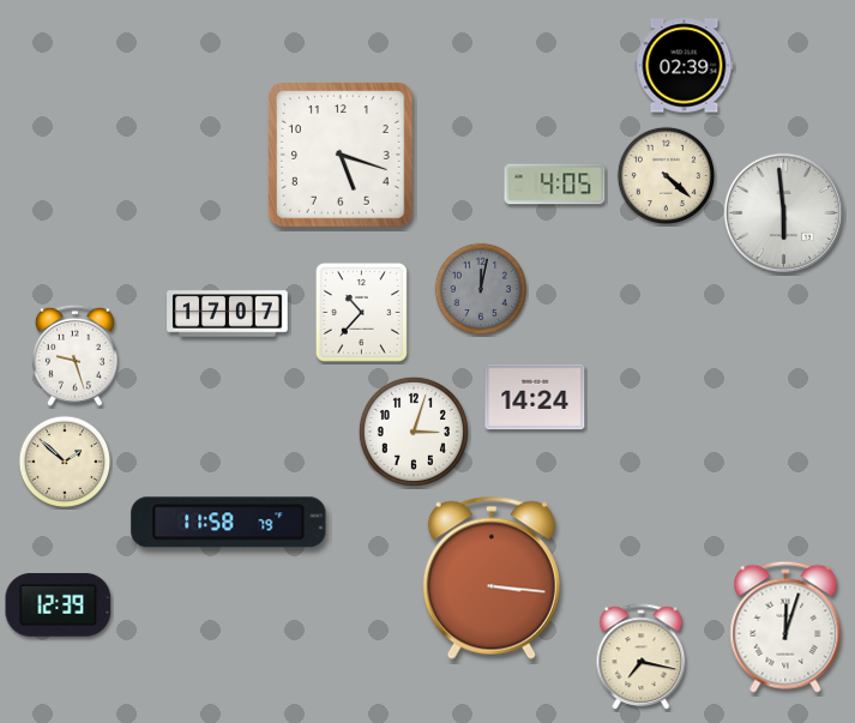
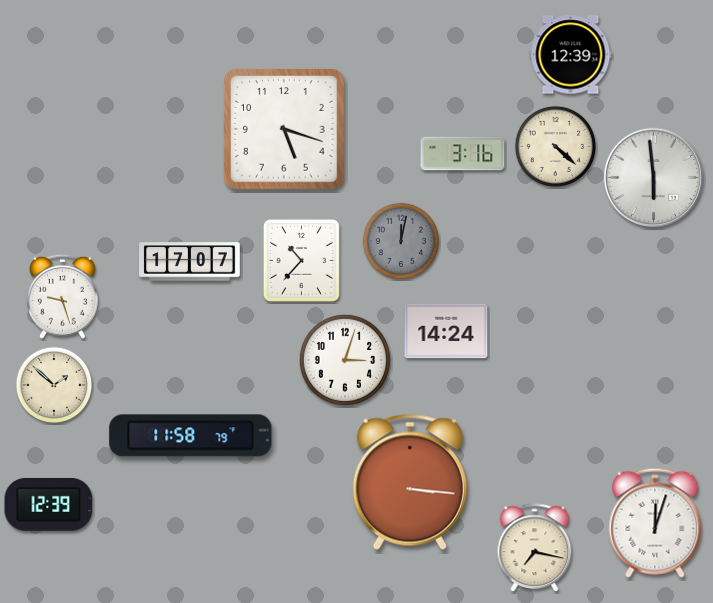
clock at (685, 66): 02:39 -> 12:39
clock at (555, 185): 4:05 -> 3:16
